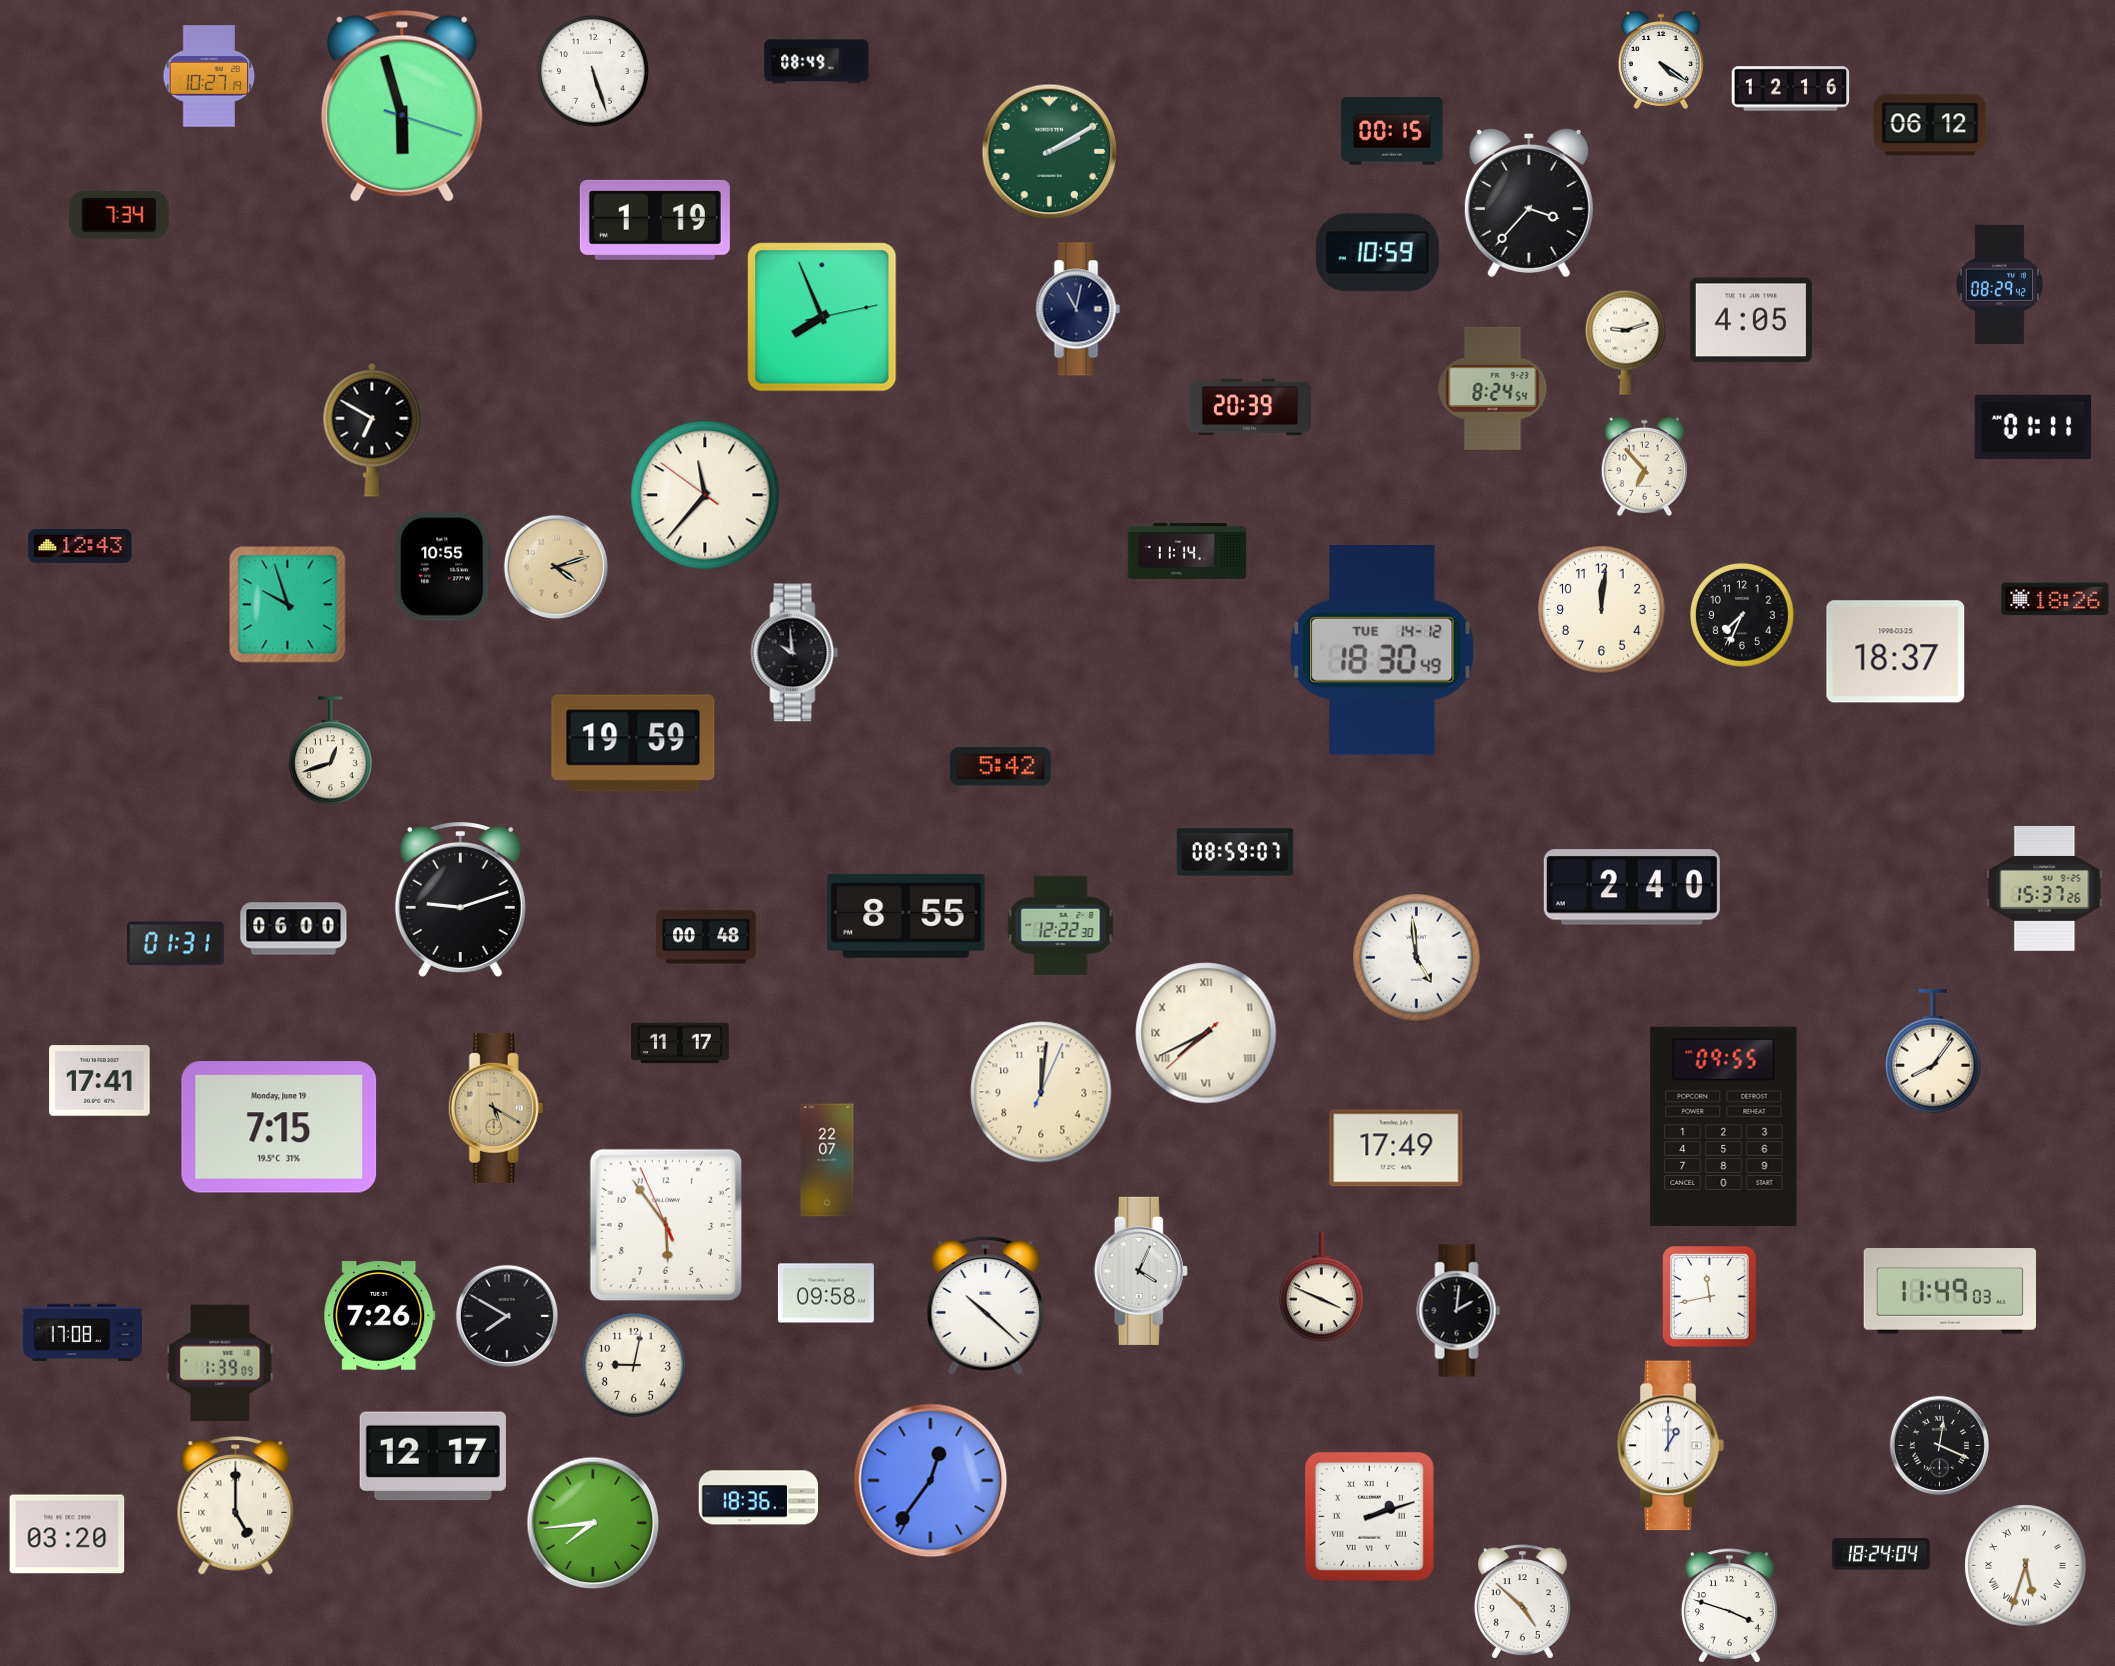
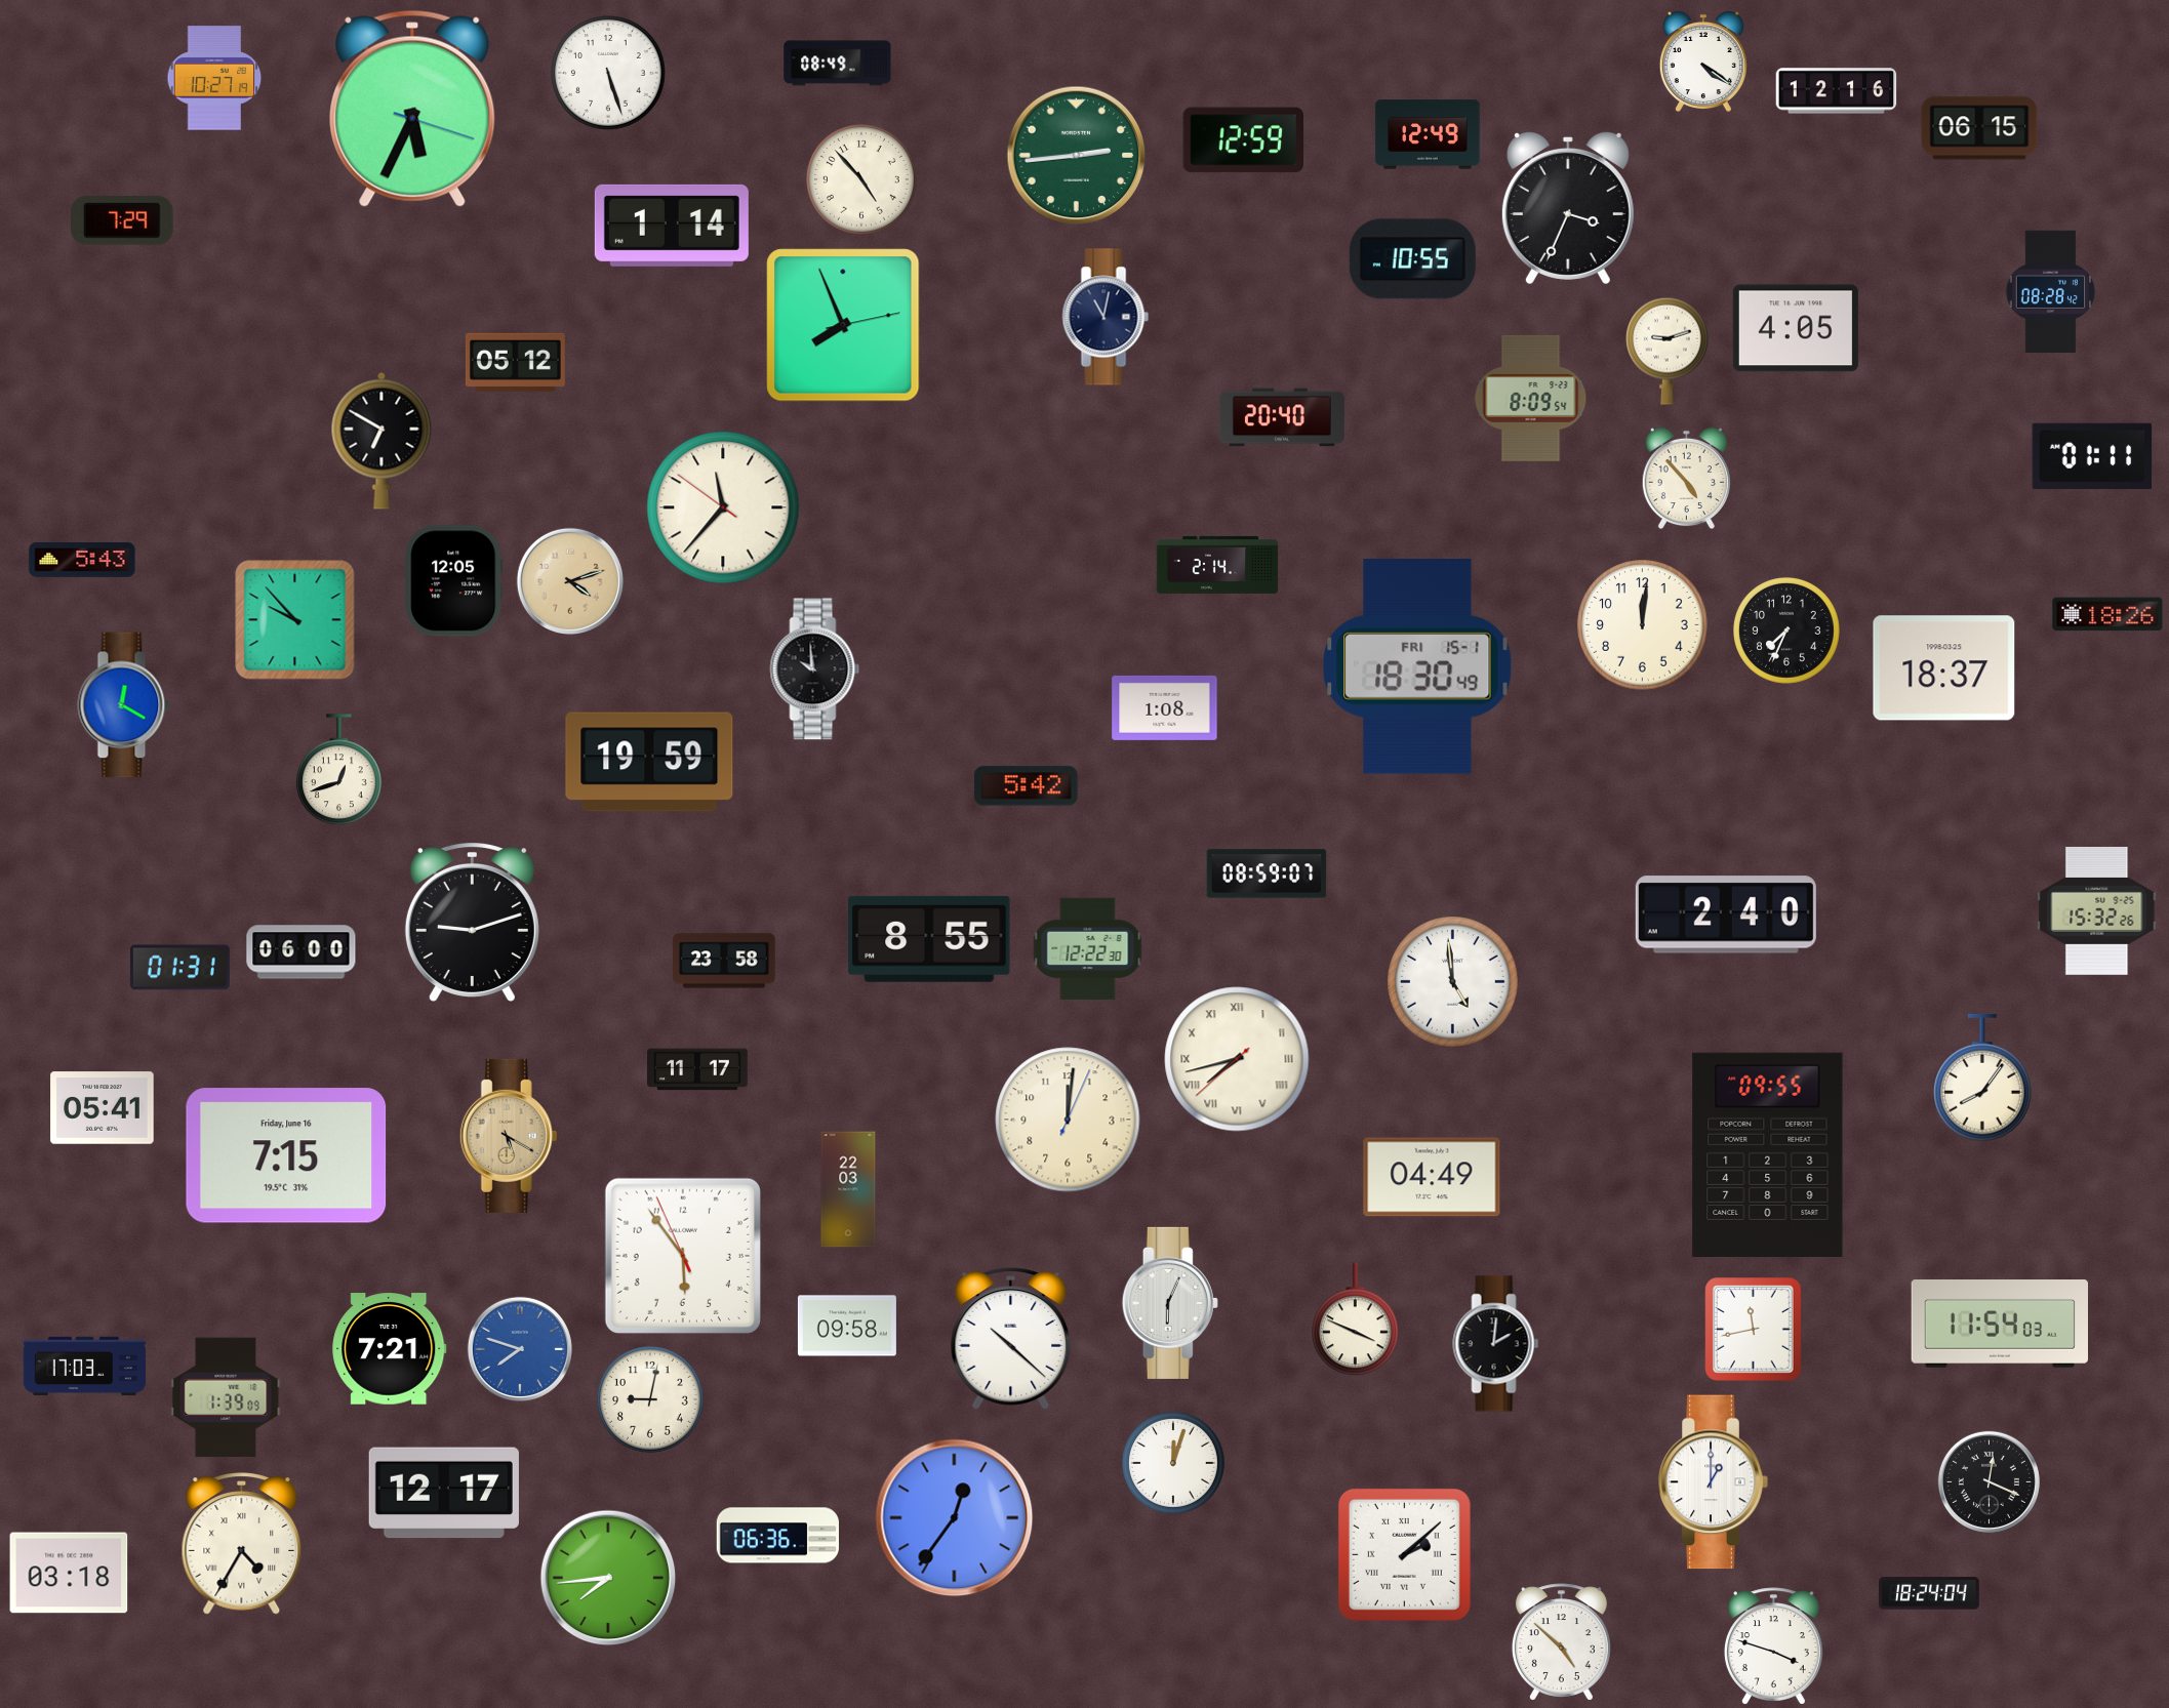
clock at (402, 106): 5:57 -> 5:34
clock at (1930, 125): 06:12 -> 06:15
clock at (1392, 131): 00:15 -> 12:49
clock at (1243, 140): none -> 12:59
clock at (1050, 152): 2:10 -> 2:44
clock at (862, 180): none -> 4:53
clock at (1529, 202): 3:37 -> 3:34
clock at (120, 216): 7:34 -> 7:29
clock at (655, 220): 1:19 -> 1:14
clock at (1377, 253): 10:59 -> 10:55
clock at (2000, 284): 08:29 -> 08:28
clock at (515, 362): none -> 05:12
clock at (1493, 388): 8:24 -> 8:09
clock at (1250, 407): 20:39 -> 20:40
clock at (2033, 426) position: (2033, 426) -> (2092, 455)
clock at (1644, 467): 6:53 -> 4:53
clock at (80, 547): 12:43 -> 5:43
clock at (1187, 551): 11:14 -> 2:14
clock at (443, 567): 10:55 -> 12:05
clock at (288, 605): 9:57 -> 9:53
clock at (1382, 651) date: TUE 14-12 -> FRI 15-1
clock at (124, 705): none -> 12:20
clock at (1165, 707): none -> 1:08
clock at (1632, 887) position: (1632, 887) -> (1726, 914)
clock at (2045, 888): 15:37 -> 15:32
clock at (706, 937): 00:48 -> 23:58
clock at (1206, 1033): 7:40 -> 7:42
clock at (100, 1081): 17:41 -> 05:41
clock at (279, 1127) date: Monday, June 19 -> Friday, June 16
clock at (1396, 1148): 17:49 -> 04:49
clock at (827, 1160): 22:07 -> 22:03
clock at (1141, 1271): 4:04 -> 6:04
clock at (1949, 1292): 11:49 -> 11:54
clock at (380, 1316): 7:26 -> 7:21
clock at (507, 1316): 7:50 -> 7:48
clock at (507, 1316) dial: black -> blue
clock at (82, 1333): 17:08 -> 17:03
clock at (1173, 1463): none -> 12:03
clock at (758, 1498): 18:36 -> 06:36
clock at (236, 1506): 5:00 -> 4:35
clock at (1369, 1516): 2:12 -> 2:08
clock at (593, 1523) position: (593, 1523) -> (608, 1578)
clock at (67, 1534): 03:20 -> 03:18
clock at (2026, 1566): 5:33 -> none
